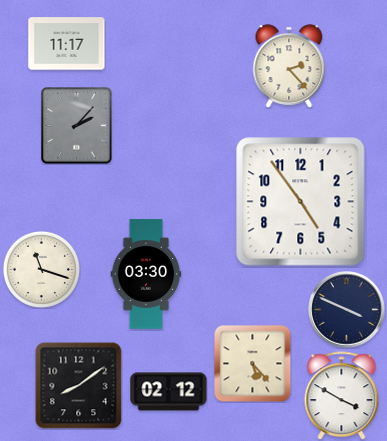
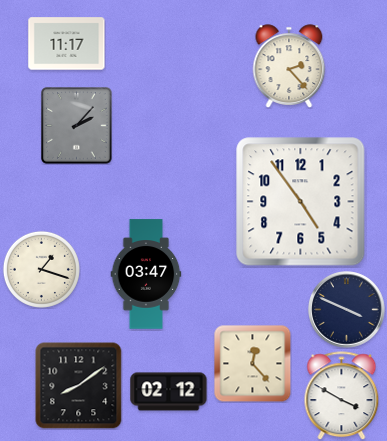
clock at (41, 269): 11:18 -> 1:18
clock at (146, 274): 03:30 -> 03:47
clock at (252, 364): 5:23 -> 12:23
